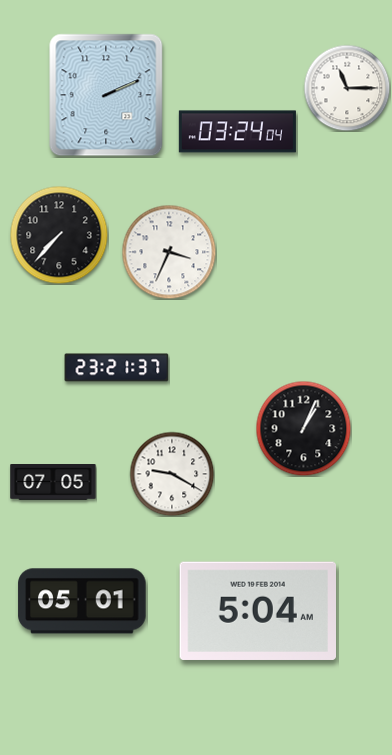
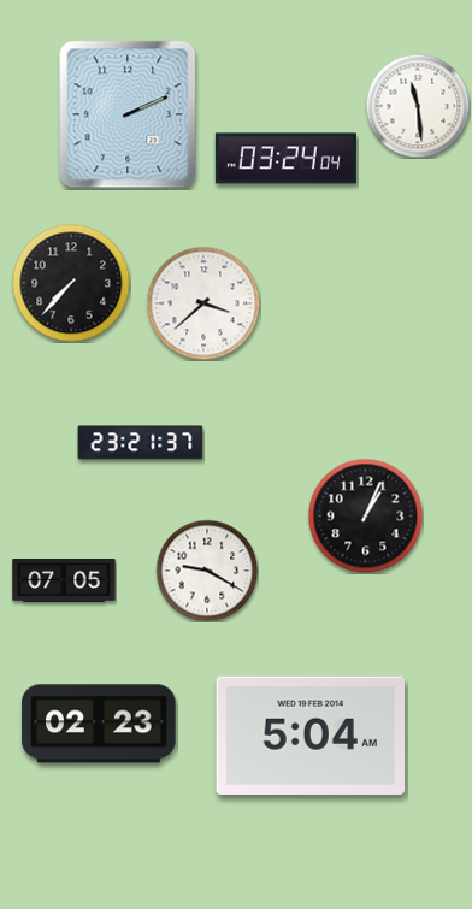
clock at (347, 88): 11:15 -> 11:29
clock at (169, 252): 3:34 -> 3:38
clock at (82, 601): 05:01 -> 02:23
